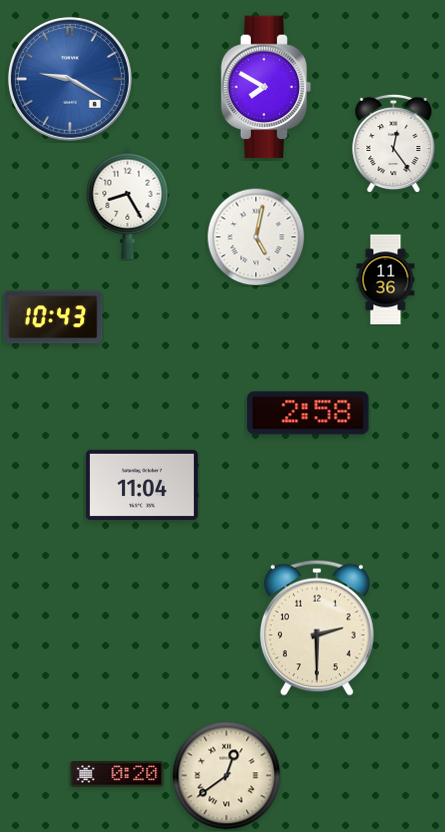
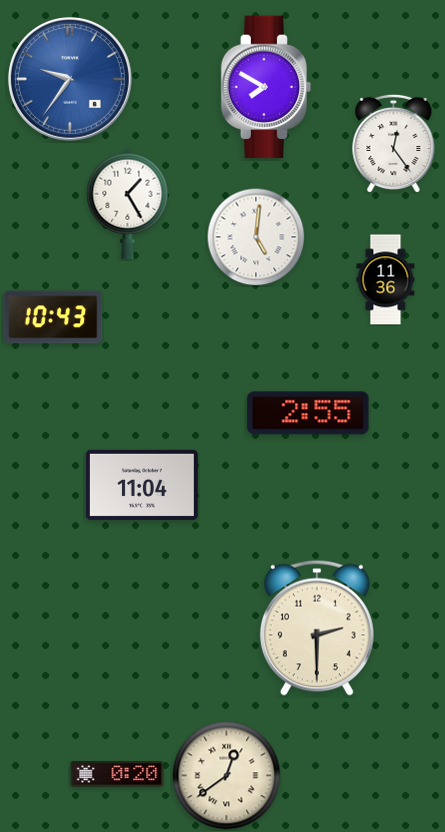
clock at (70, 79): 9:20 -> 9:36
clock at (128, 203): 8:25 -> 1:25
clock at (256, 237): 5:02 -> 5:01
clock at (308, 413): 2:58 -> 2:55
